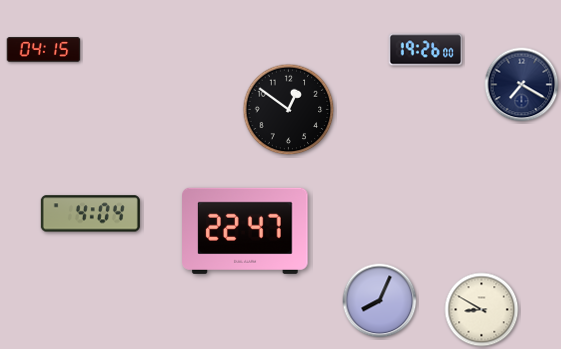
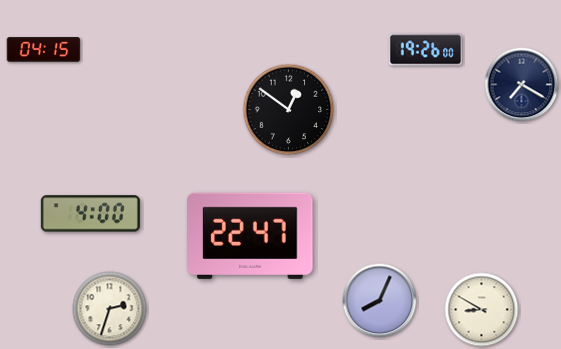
clock at (90, 214): 4:04 -> 4:00
clock at (245, 231) position: (245, 231) -> (250, 236)
clock at (110, 309): none -> 2:33
